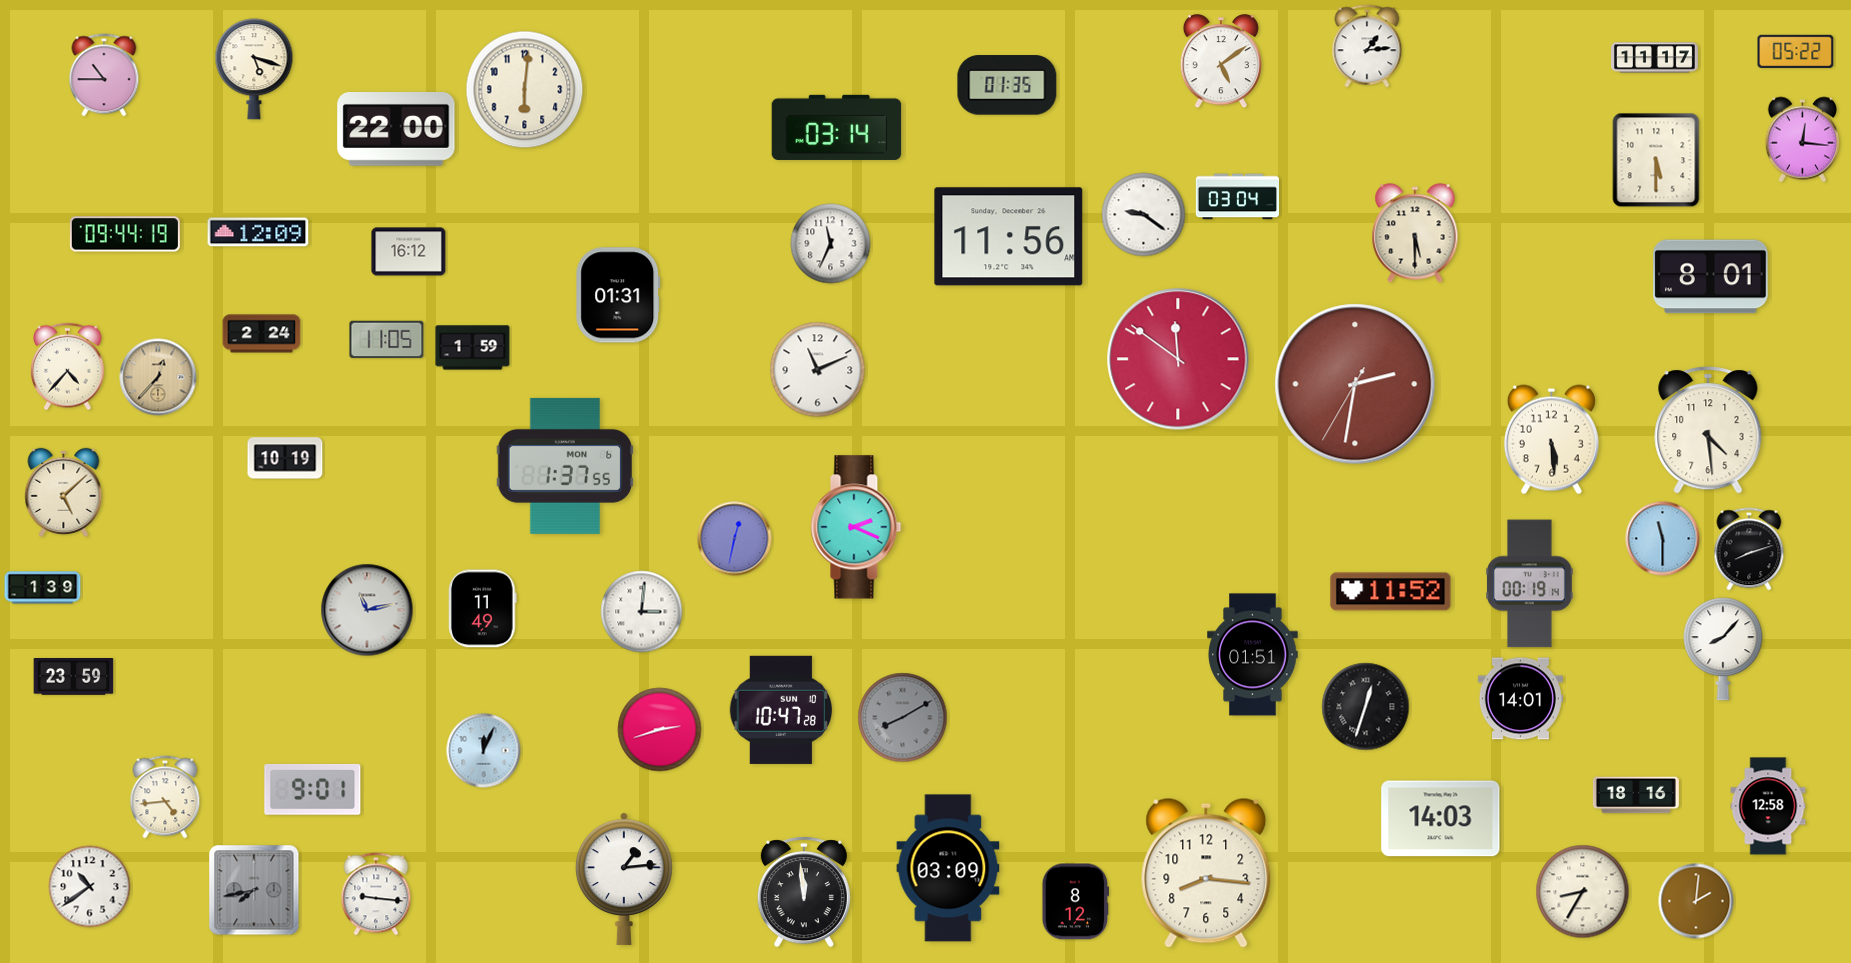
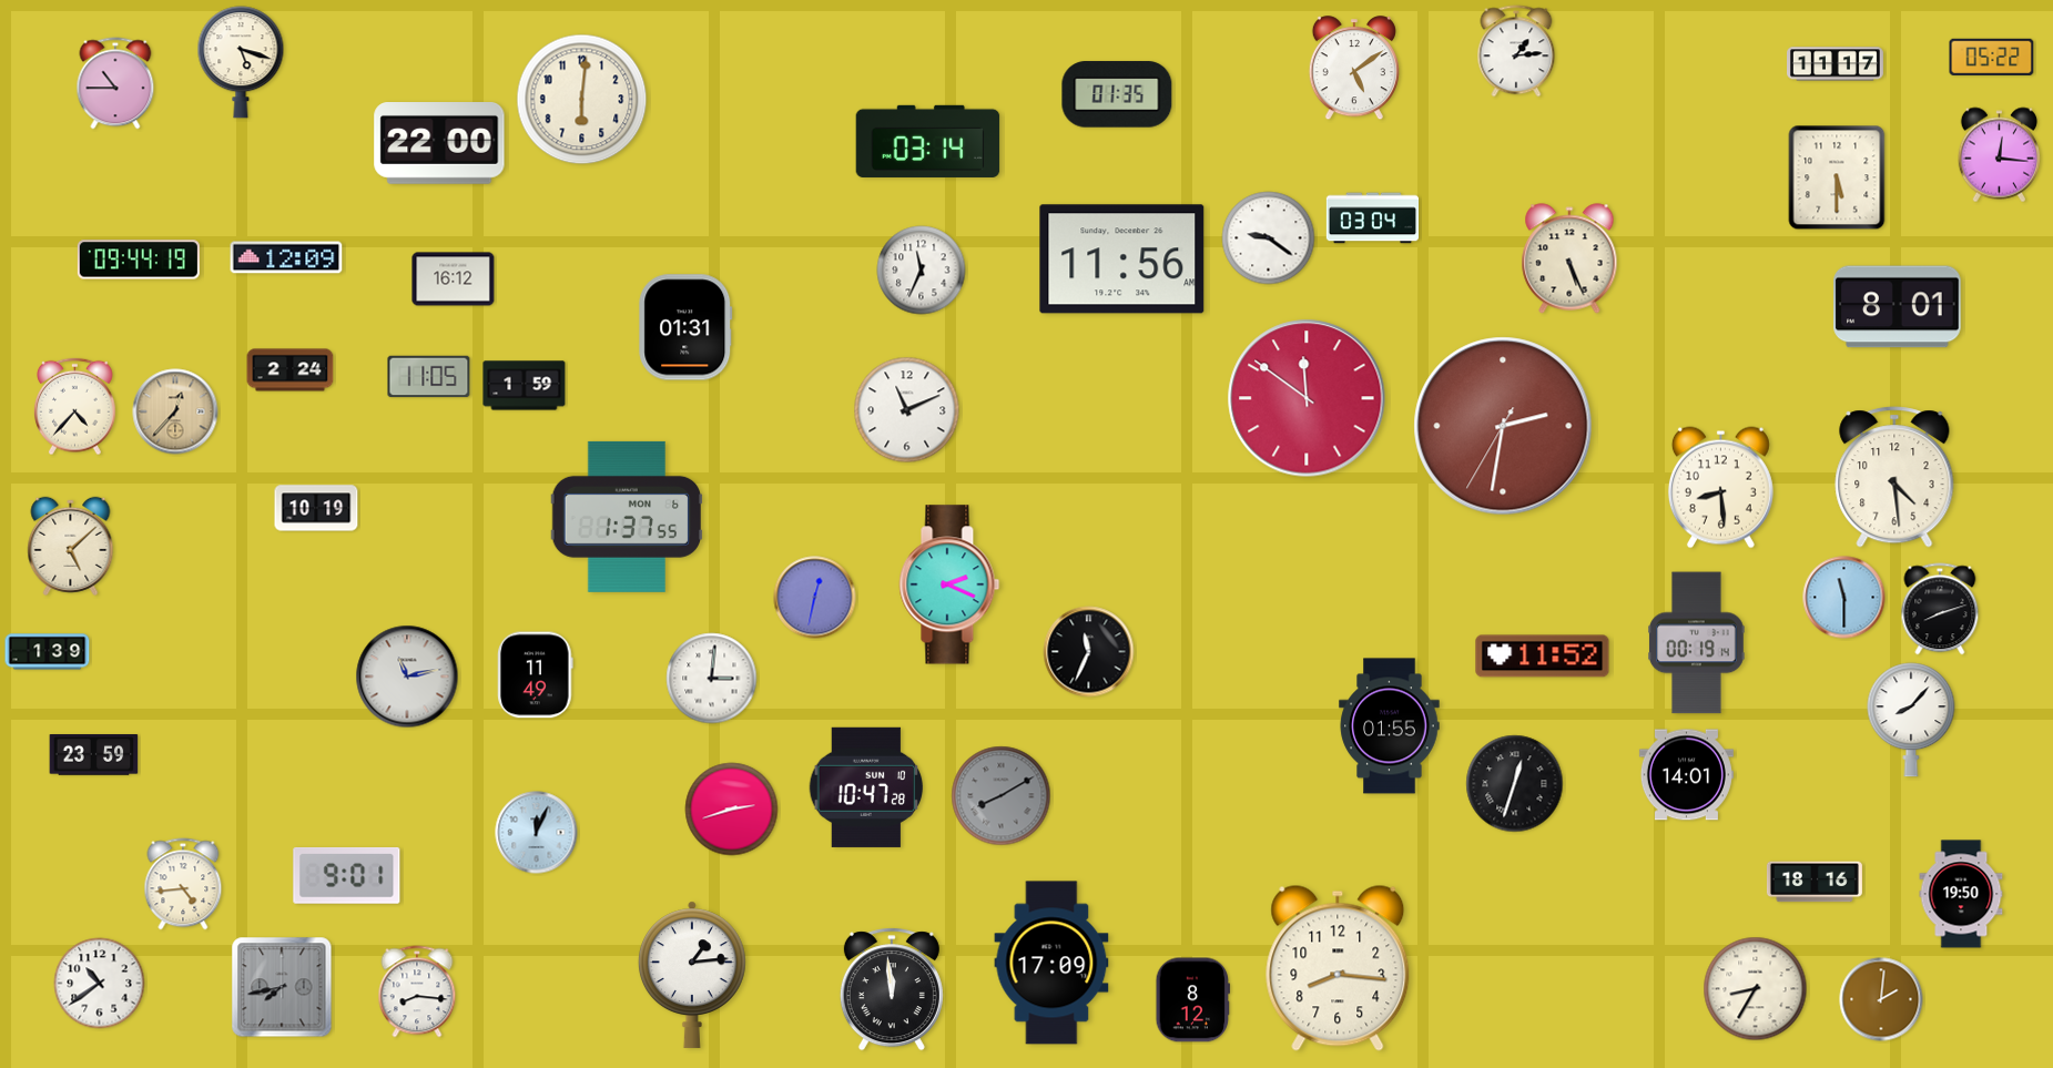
clock at (254, 69) position: (254, 69) -> (241, 62)
clock at (1415, 233): 5:30 -> 5:26
clock at (1009, 237) position: (1009, 237) -> (1122, 260)
clock at (158, 377) position: (158, 377) -> (175, 411)
clock at (1551, 440): 5:29 -> 8:29
clock at (1530, 584) position: (1530, 584) -> (1697, 643)
clock at (1089, 652): none -> 11:34
clock at (1253, 655): 01:51 -> 01:55
clock at (74, 677) position: (74, 677) -> (94, 755)
clock at (1768, 806): 12:58 -> 19:50
clock at (1441, 819): 14:03 -> none
clock at (948, 868): 03:09 -> 17:09
clock at (376, 894): 9:16 -> 8:16
